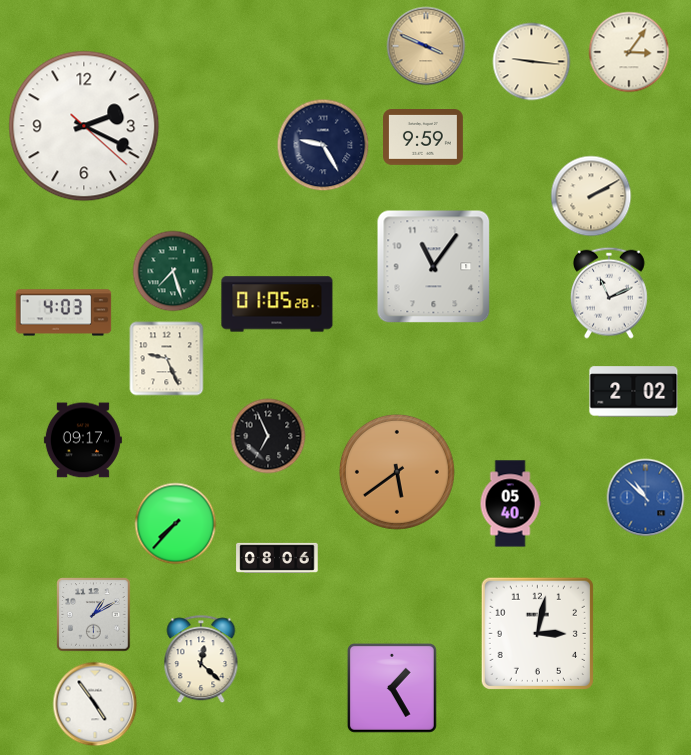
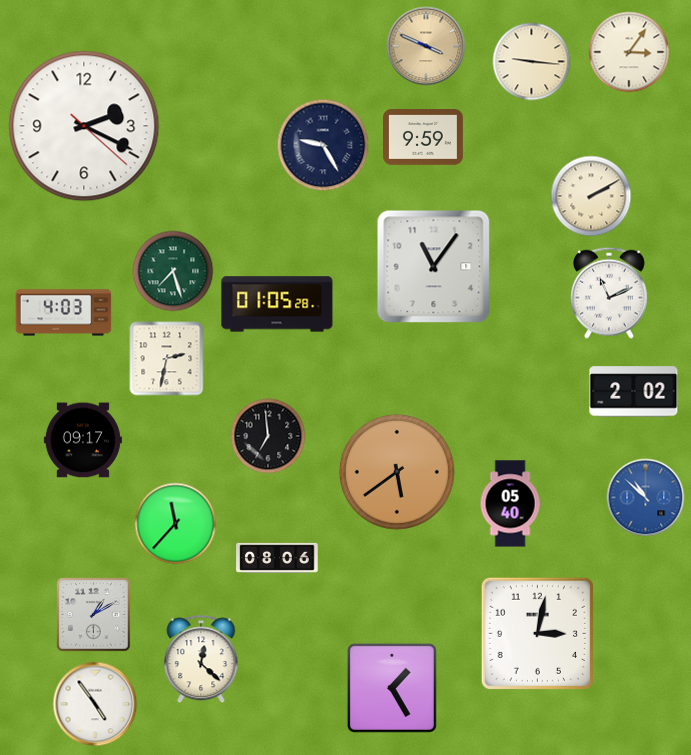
clock at (167, 359): 9:26 -> 2:32
clock at (268, 436): 6:56 -> 6:59
clock at (176, 524): 7:37 -> 11:37
